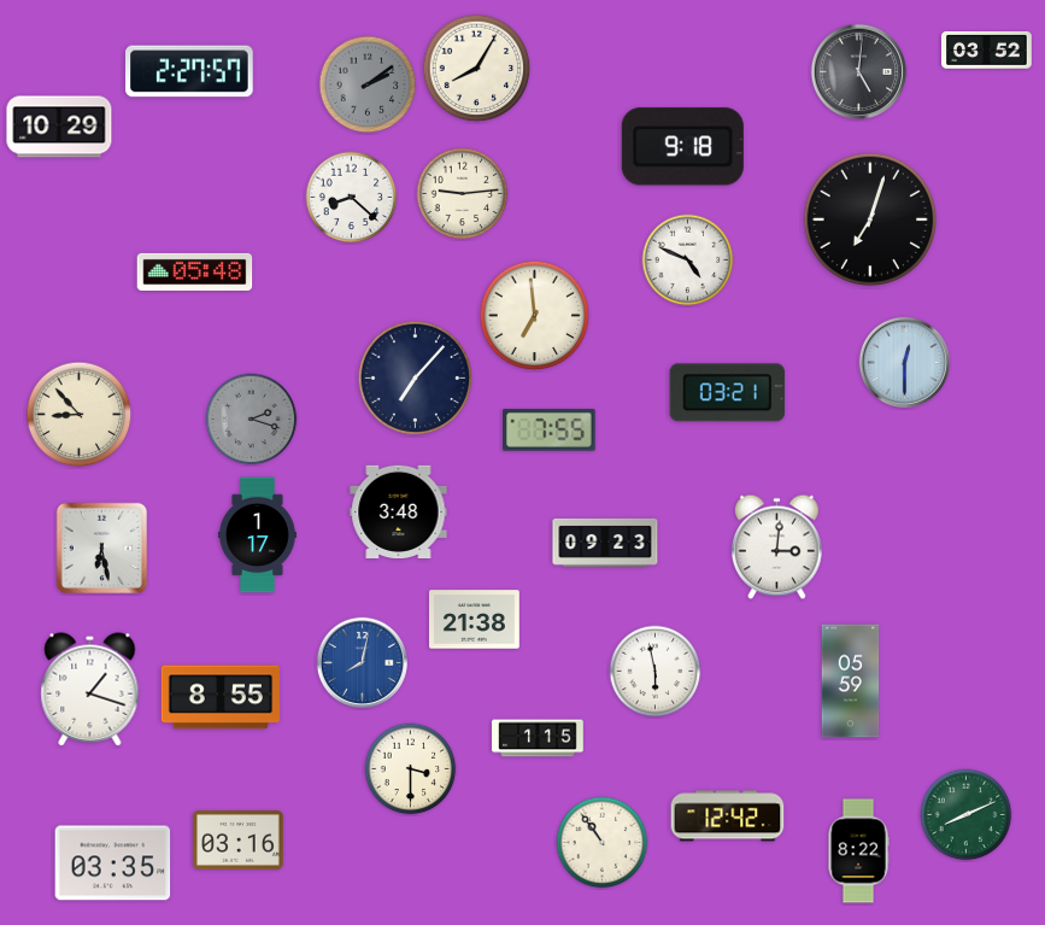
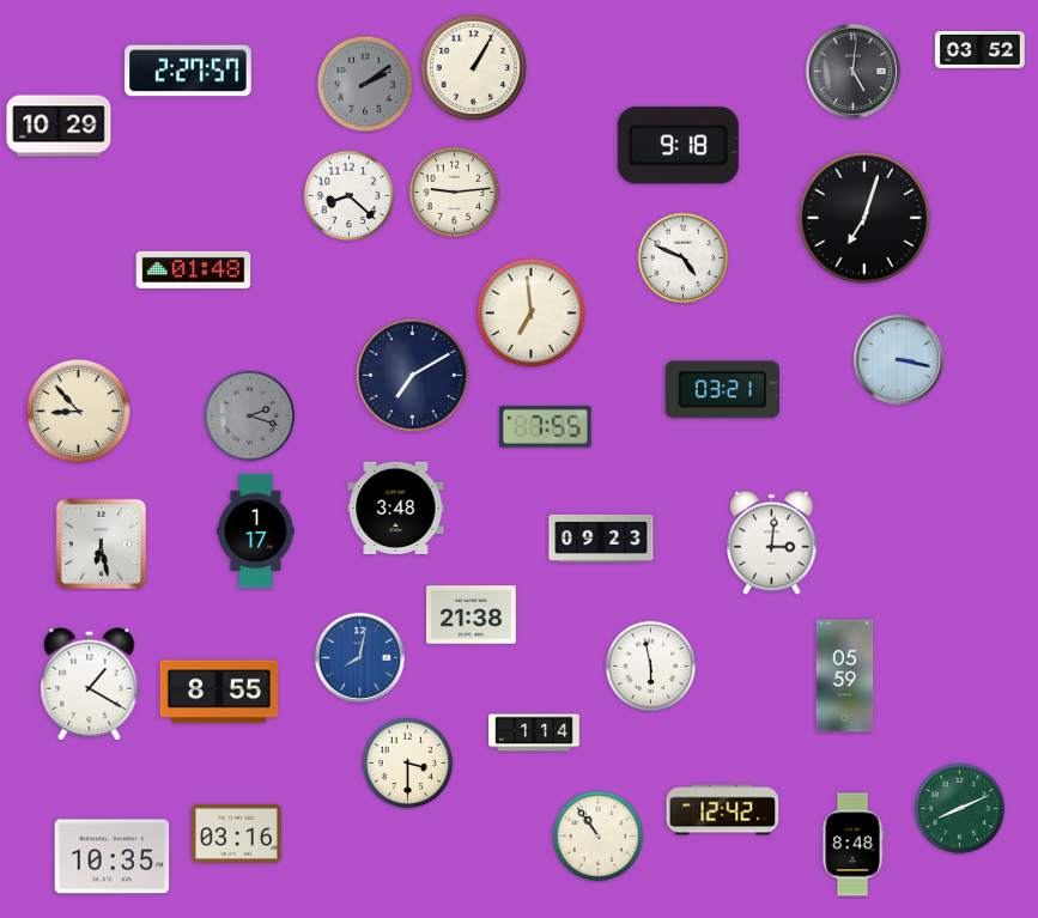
clock at (477, 69): 8:05 -> 1:05
clock at (463, 194) position: (463, 194) -> (455, 193)
clock at (195, 271): 05:48 -> 01:48
clock at (904, 362): 12:30 -> 3:17
clock at (416, 379): 7:07 -> 7:10
clock at (90, 690): 1:18 -> 1:20
clock at (538, 738): 1:15 -> 1:14
clock at (858, 851): 8:22 -> 8:48
clock at (113, 863): 03:35 -> 10:35
